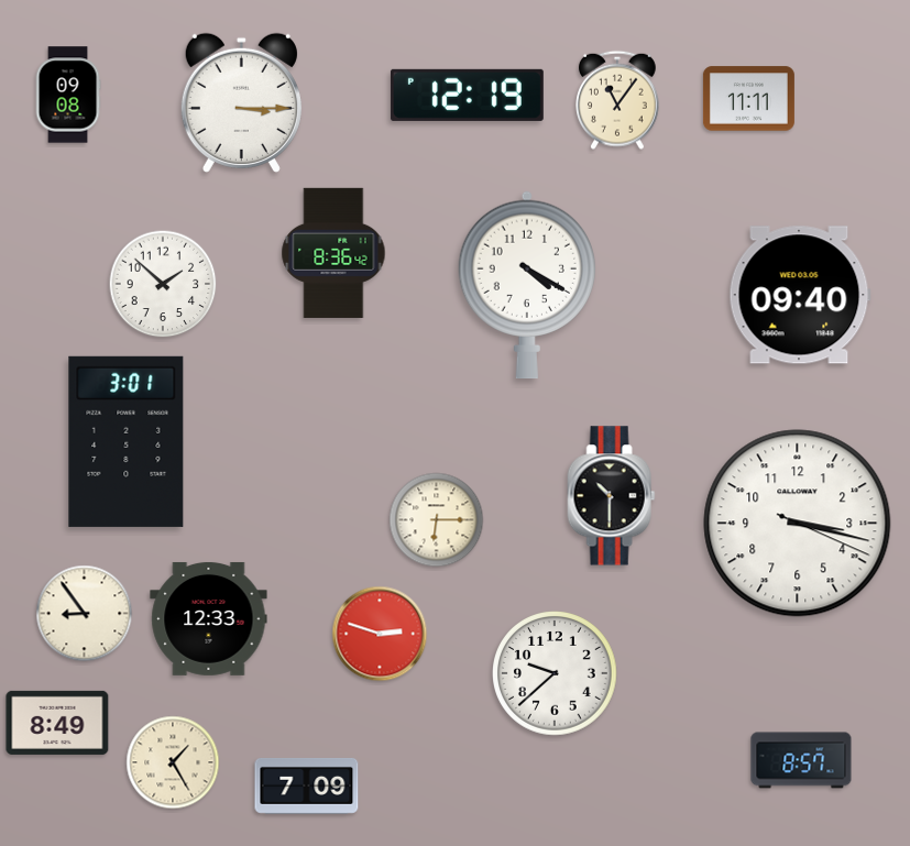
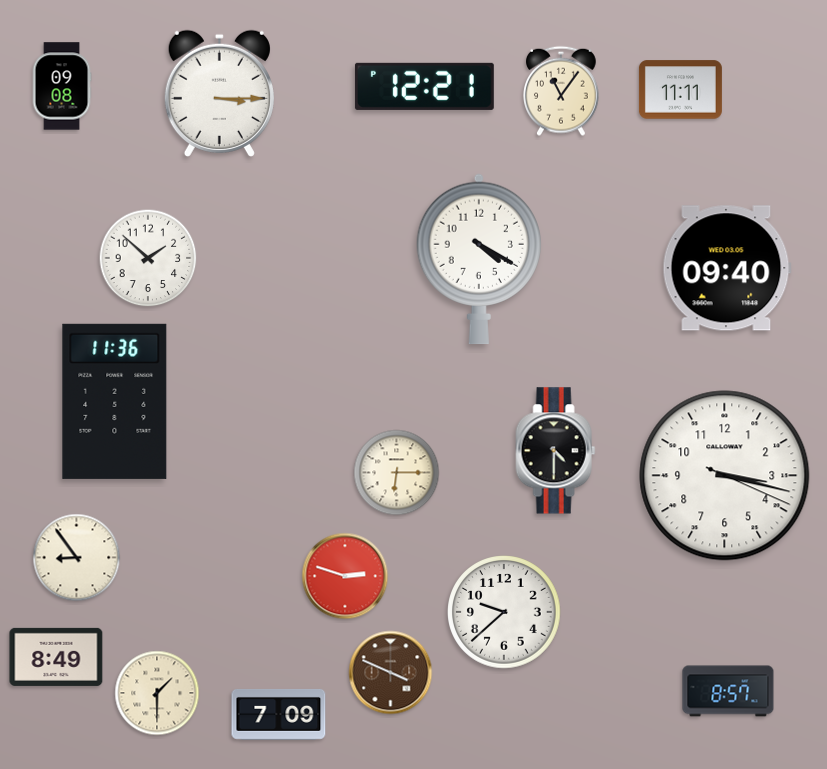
clock at (467, 95): 12:19 -> 12:21
clock at (333, 253): 8:36 -> none
clock at (127, 441): 3:01 -> 11:36
clock at (612, 496): 10:30 -> 4:30
clock at (209, 618): 12:33 -> none
clock at (57, 723) position: (57, 723) -> (56, 657)
clock at (391, 673): none -> 3:49
clock at (173, 762): 1:25 -> 1:30
